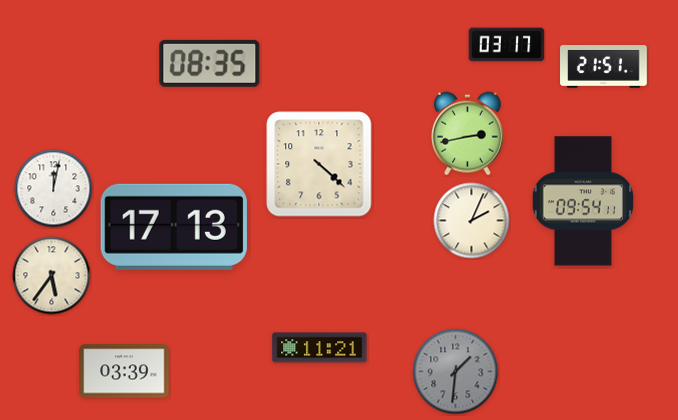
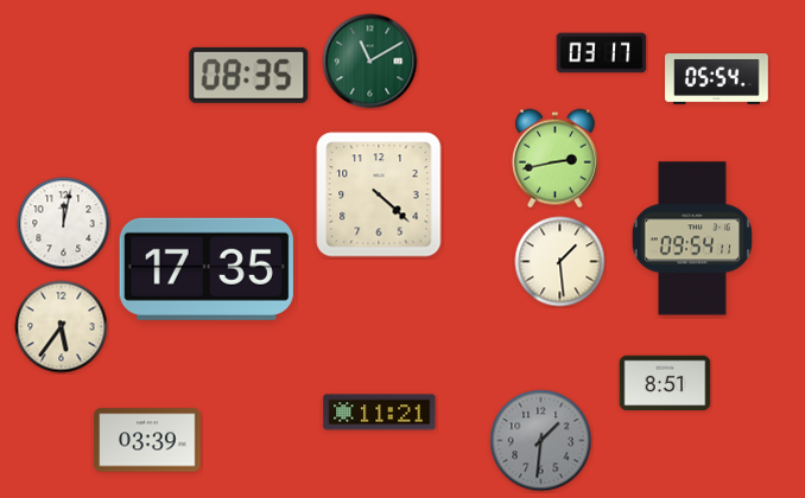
clock at (370, 62): none -> 11:10
clock at (604, 67): 21:51 -> 05:54
clock at (472, 221): 2:04 -> 1:29
clock at (174, 227): 17:13 -> 17:35
clock at (665, 383): none -> 8:51
